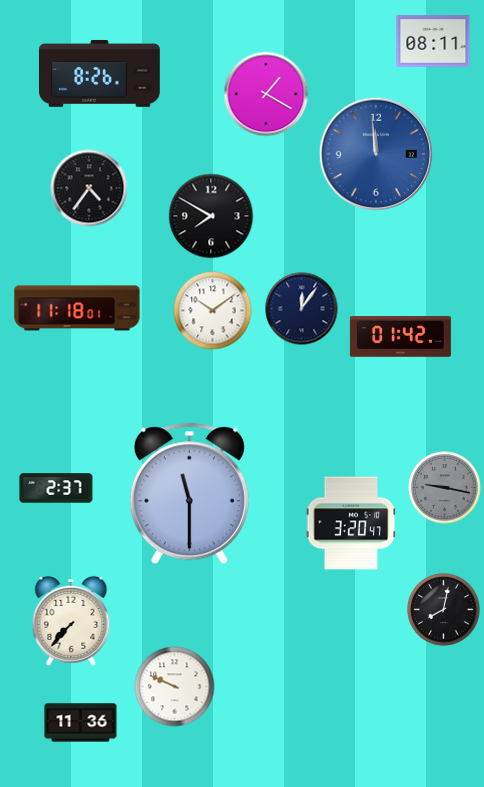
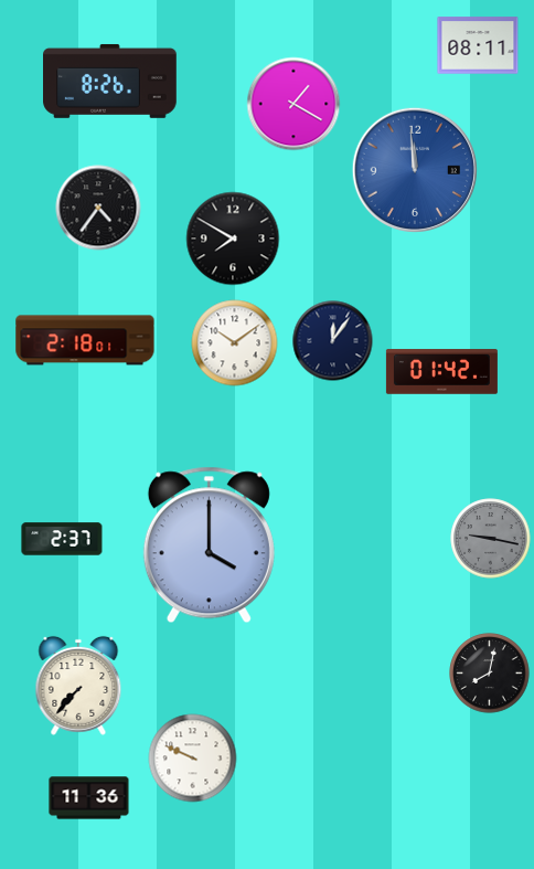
clock at (77, 308): 11:18 -> 2:18
clock at (189, 494): 11:30 -> 4:00
clock at (351, 523): 3:20 -> none
